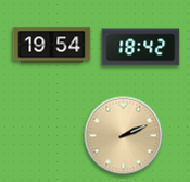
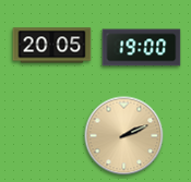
clock at (52, 46): 19:54 -> 20:05
clock at (141, 48): 18:42 -> 19:00
